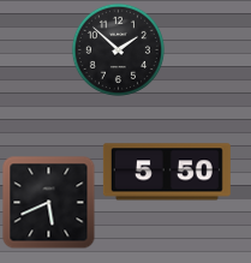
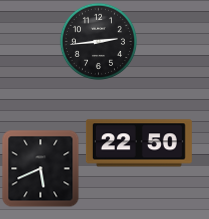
clock at (118, 49): 1:52 -> 2:44
clock at (167, 172): 5:50 -> 22:50
